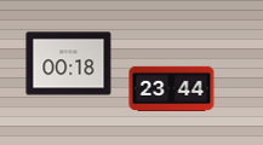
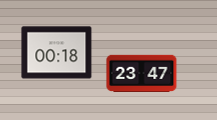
clock at (172, 88): 23:44 -> 23:47
